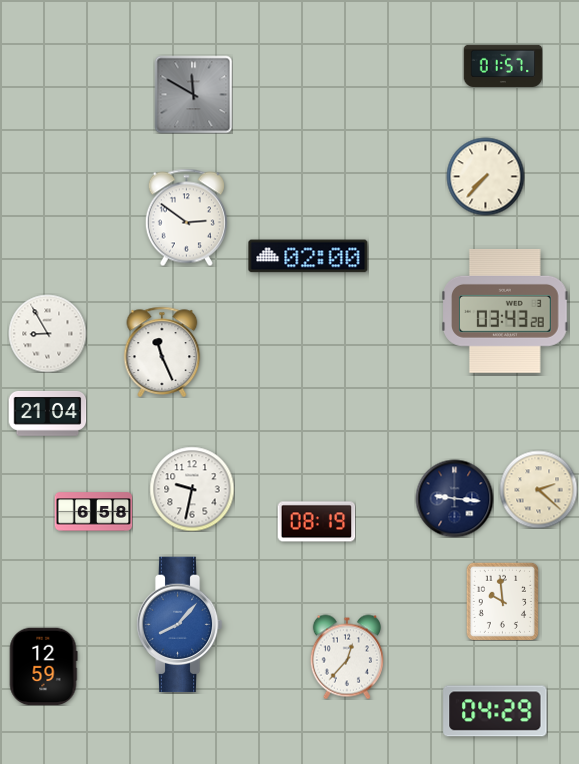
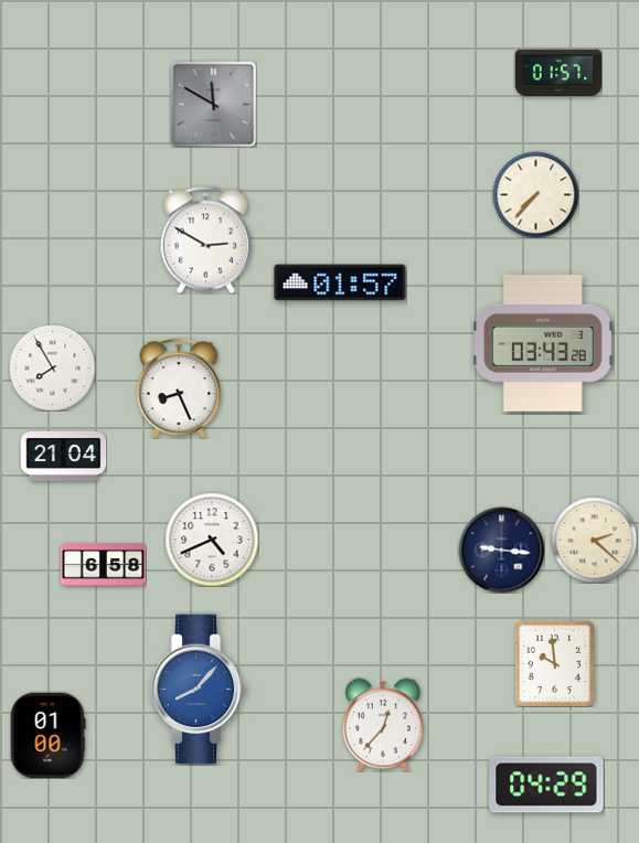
clock at (503, 65) position: (503, 65) -> (558, 72)
clock at (186, 217): 2:51 -> 2:50
clock at (308, 256): 02:00 -> 01:57
clock at (505, 311) position: (505, 311) -> (543, 343)
clock at (47, 333): 8:55 -> 7:55
clock at (162, 352): 11:26 -> 8:26
clock at (47, 414) position: (47, 414) -> (63, 457)
clock at (192, 489): 9:32 -> 4:41
clock at (316, 522): 08:19 -> none
clock at (43, 666): 12:59 -> 01:00
